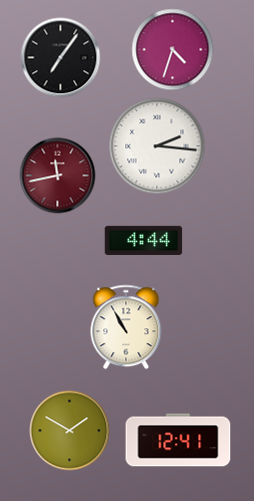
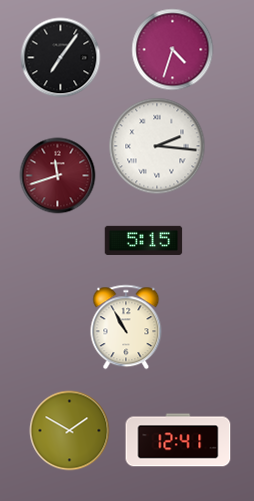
clock at (58, 176): 11:43 -> 11:42
clock at (144, 240): 4:44 -> 5:15
